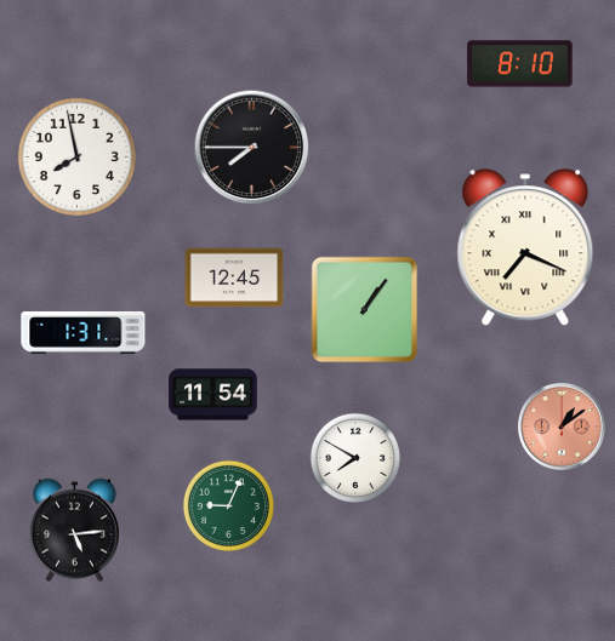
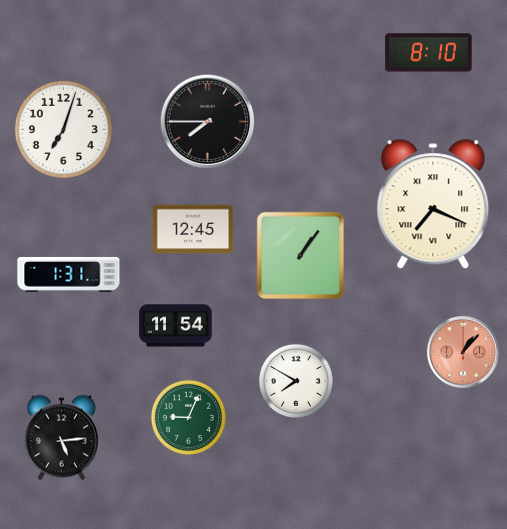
clock at (76, 156): 7:58 -> 7:03
clock at (562, 427): 1:09 -> 1:07
clock at (354, 457) position: (354, 457) -> (295, 380)
